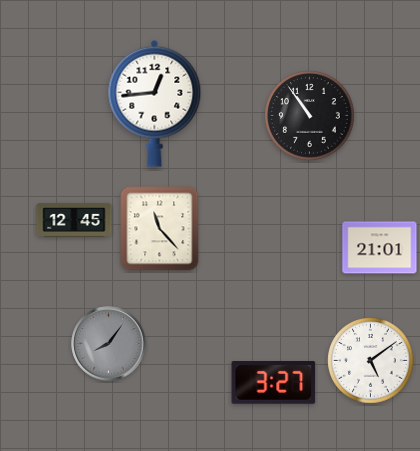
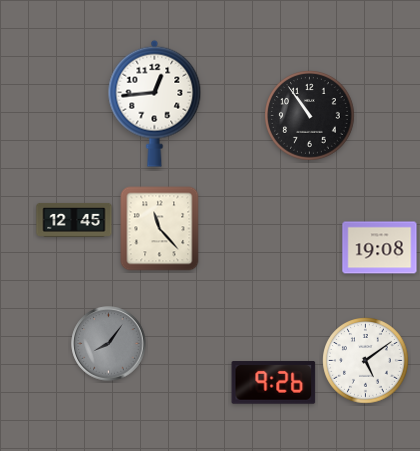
clock at (380, 248): 21:01 -> 19:08
clock at (371, 361) position: (371, 361) -> (366, 361)
clock at (274, 383): 3:27 -> 9:26
